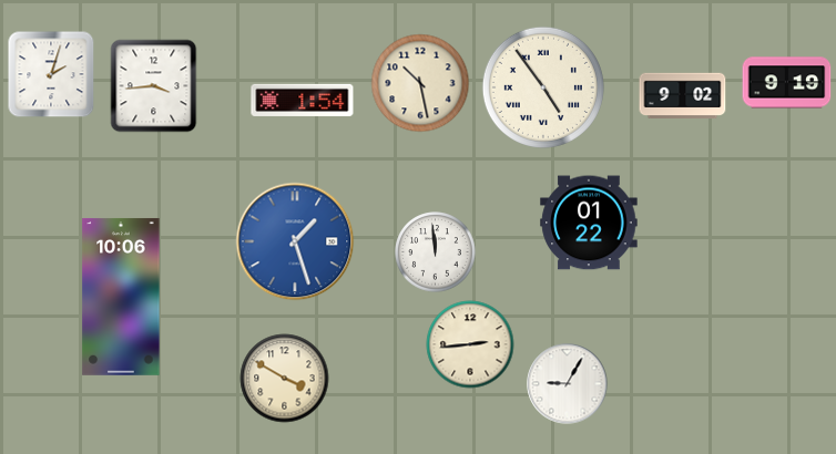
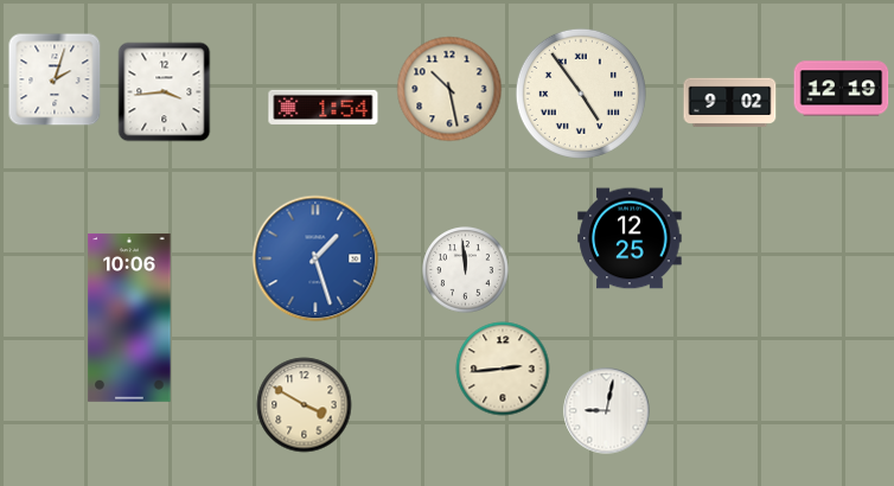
clock at (787, 83): 9:19 -> 12:19
clock at (589, 223): 01:22 -> 12:25
clock at (568, 384): 9:05 -> 9:02
